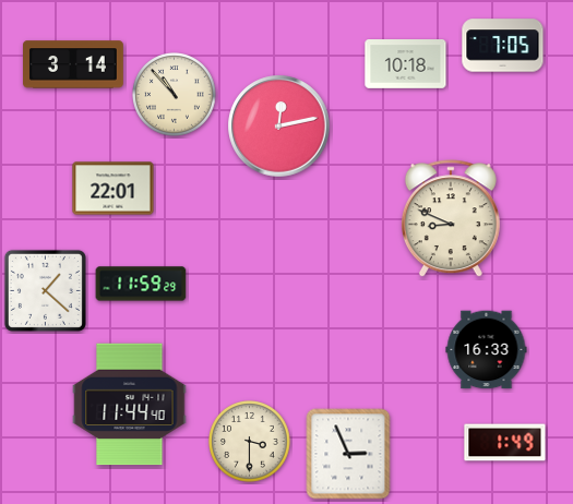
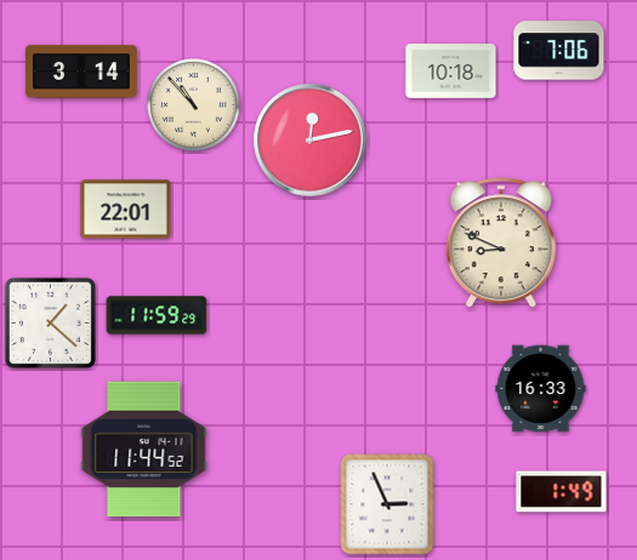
clock at (503, 46): 7:05 -> 7:06
clock at (130, 405): 11:44:40 -> 11:44:52
clock at (250, 442): 3:30 -> none
